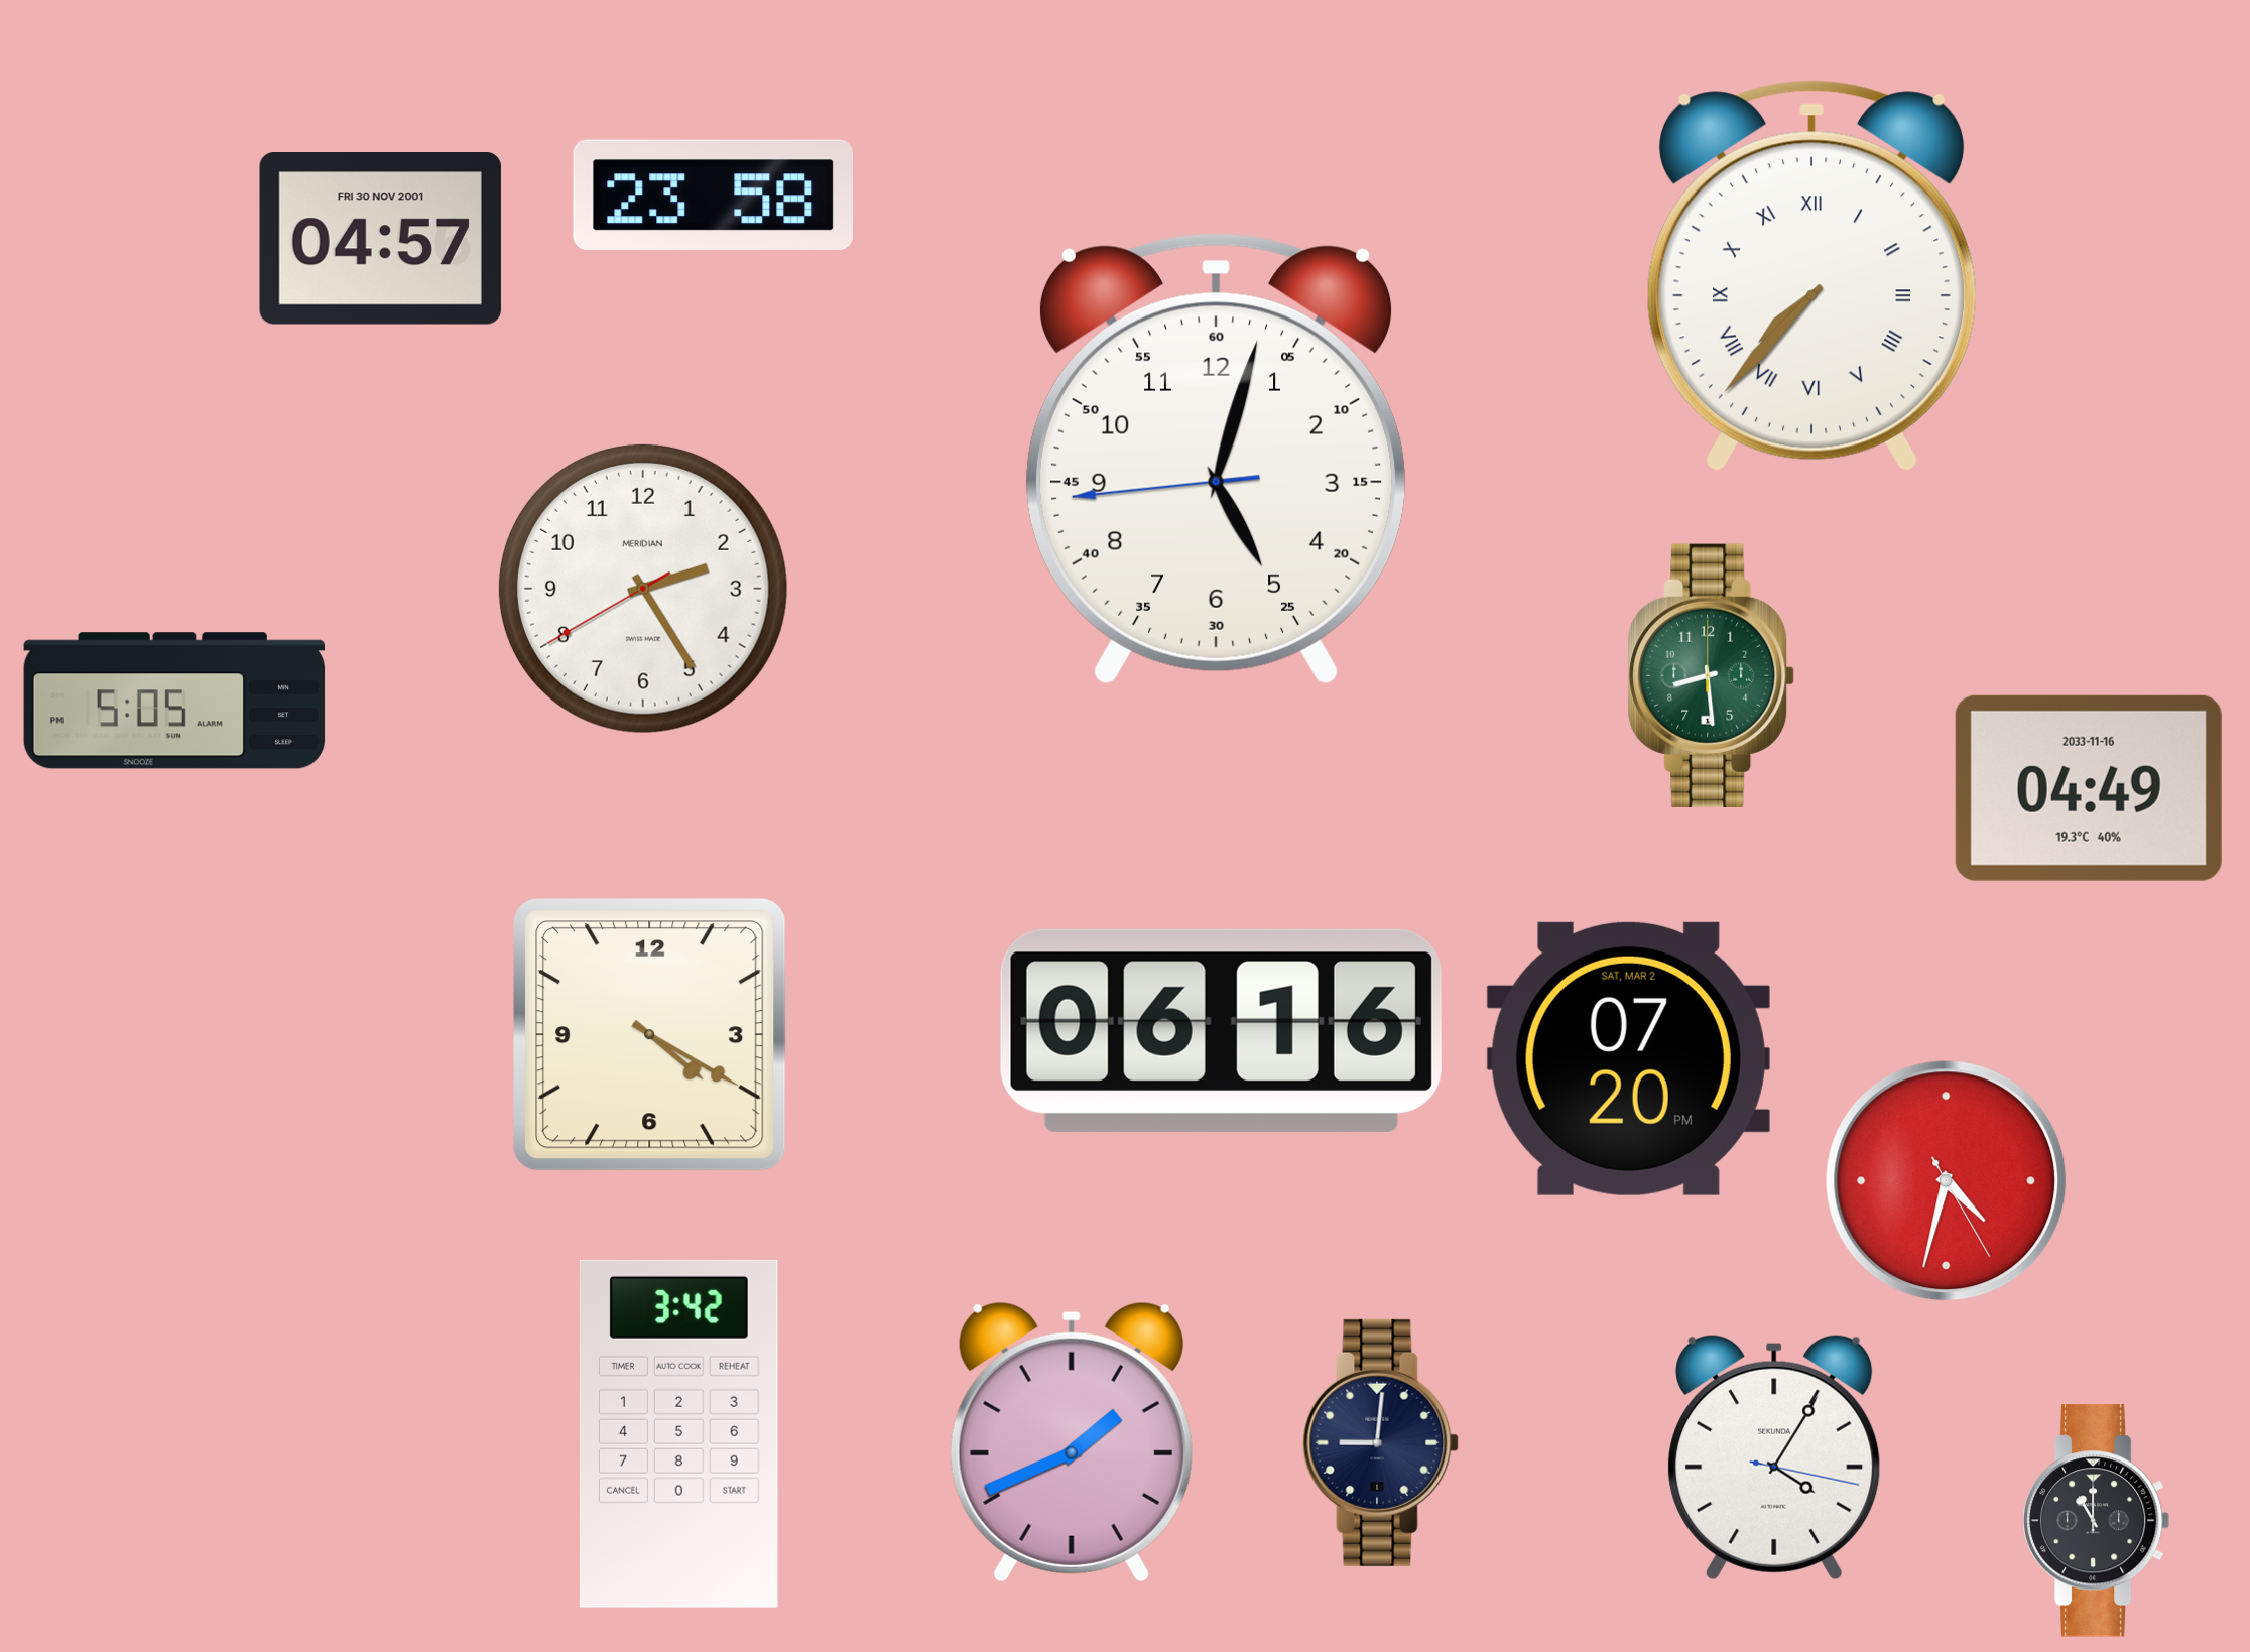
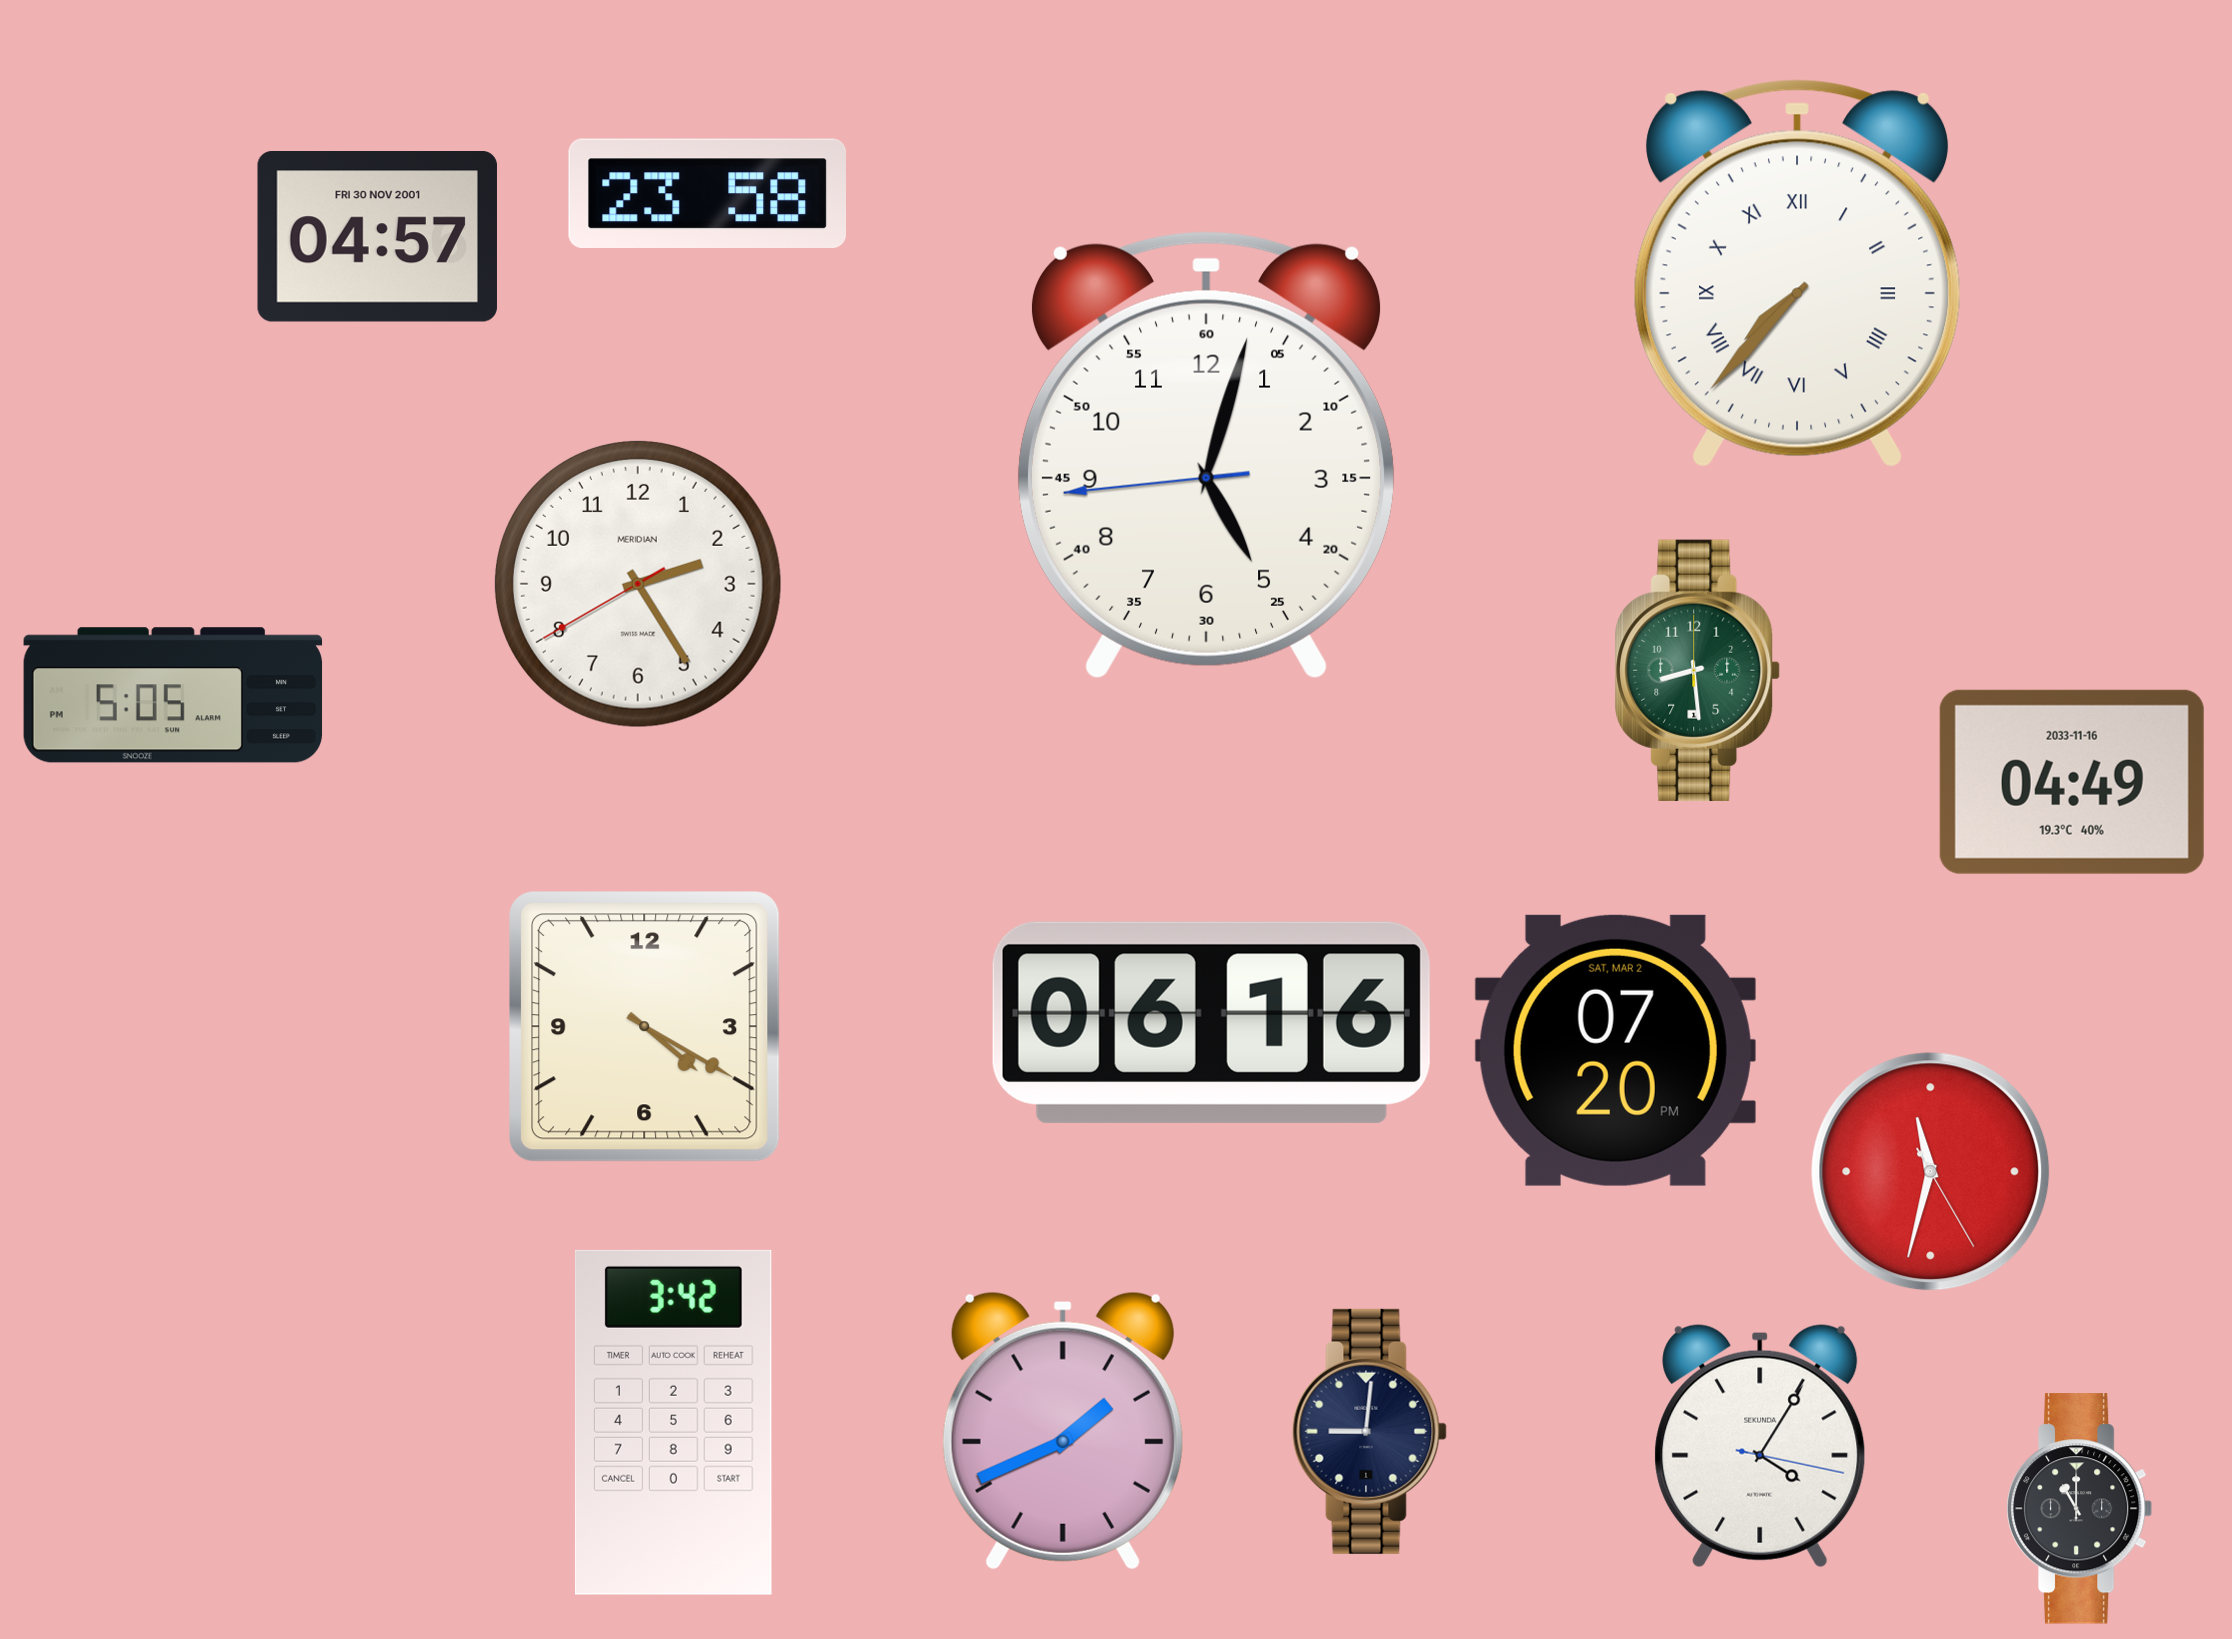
clock at (1947, 1181): 4:32 -> 11:32
